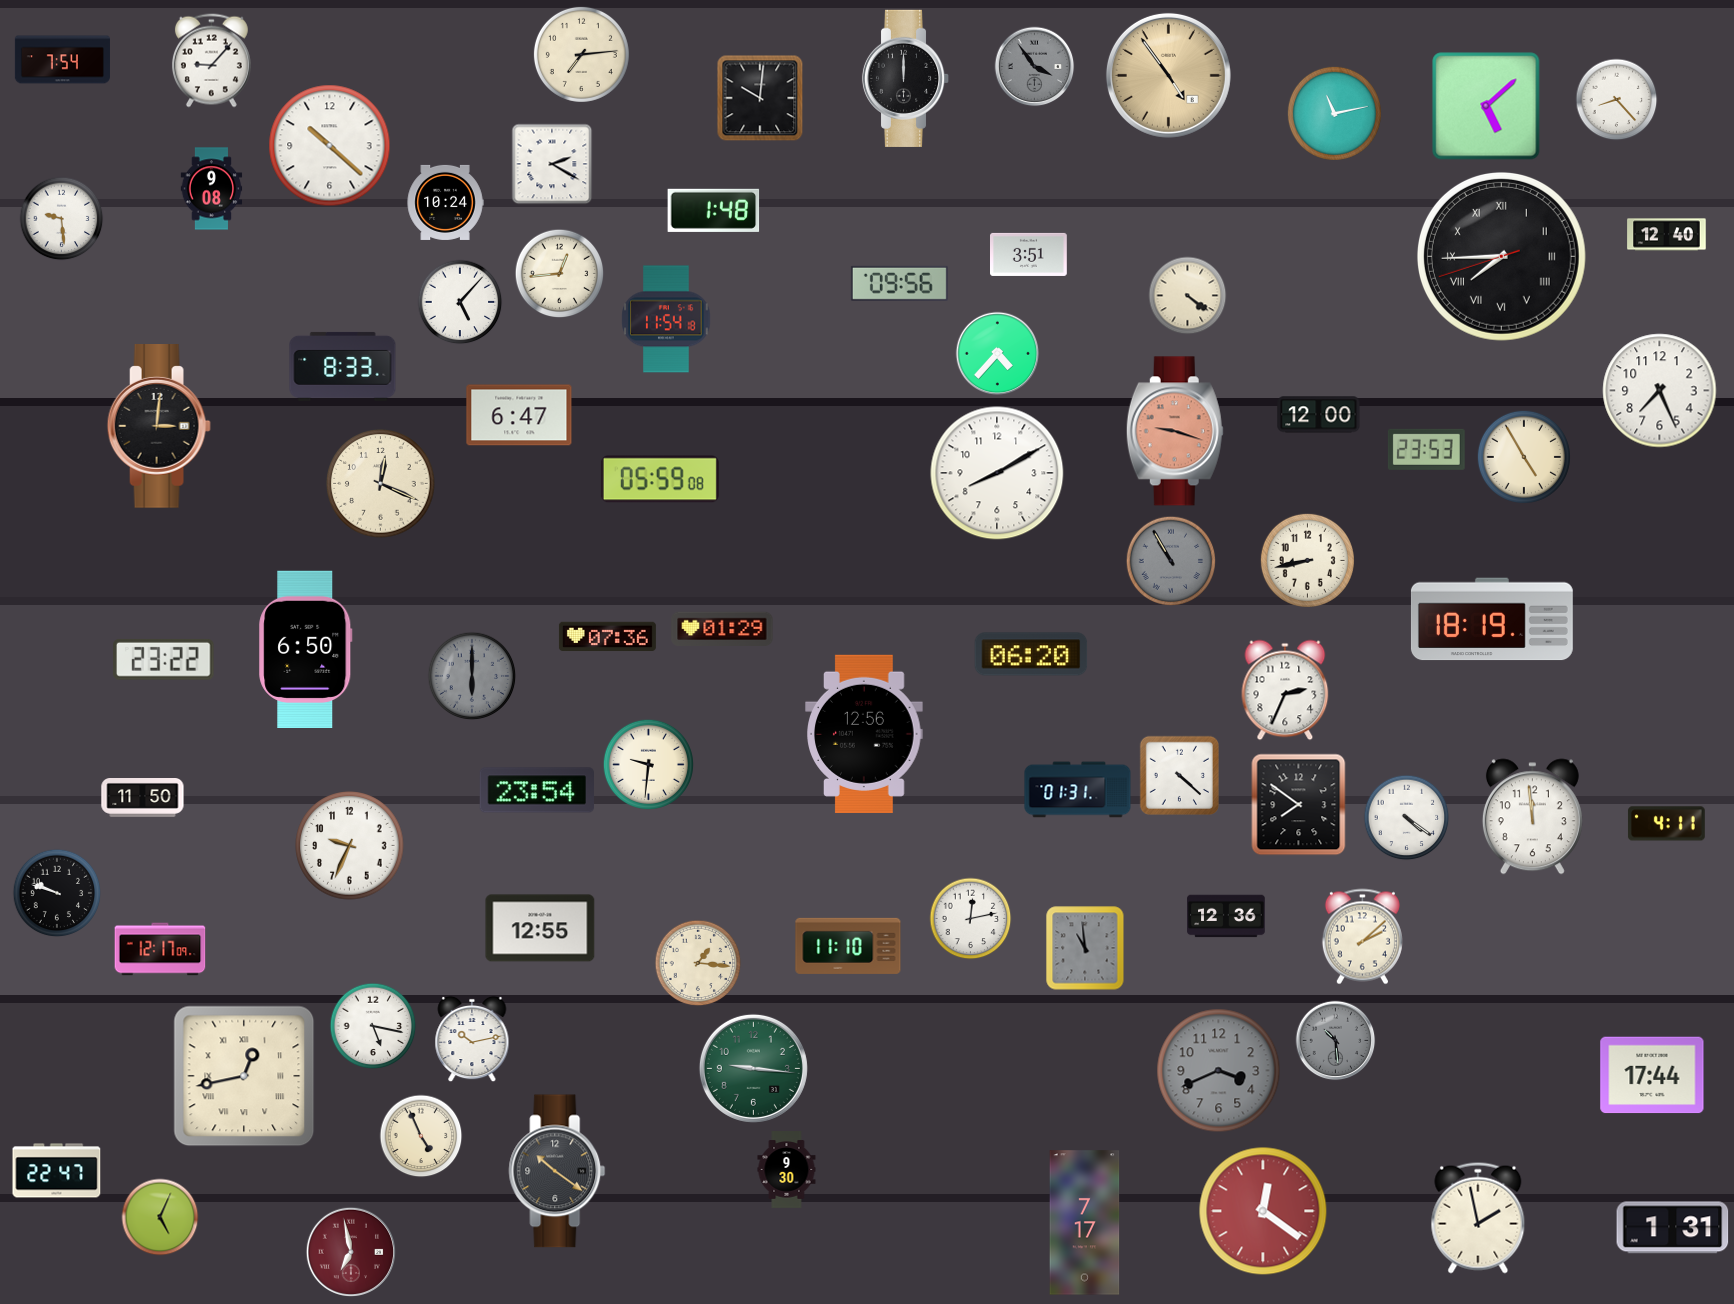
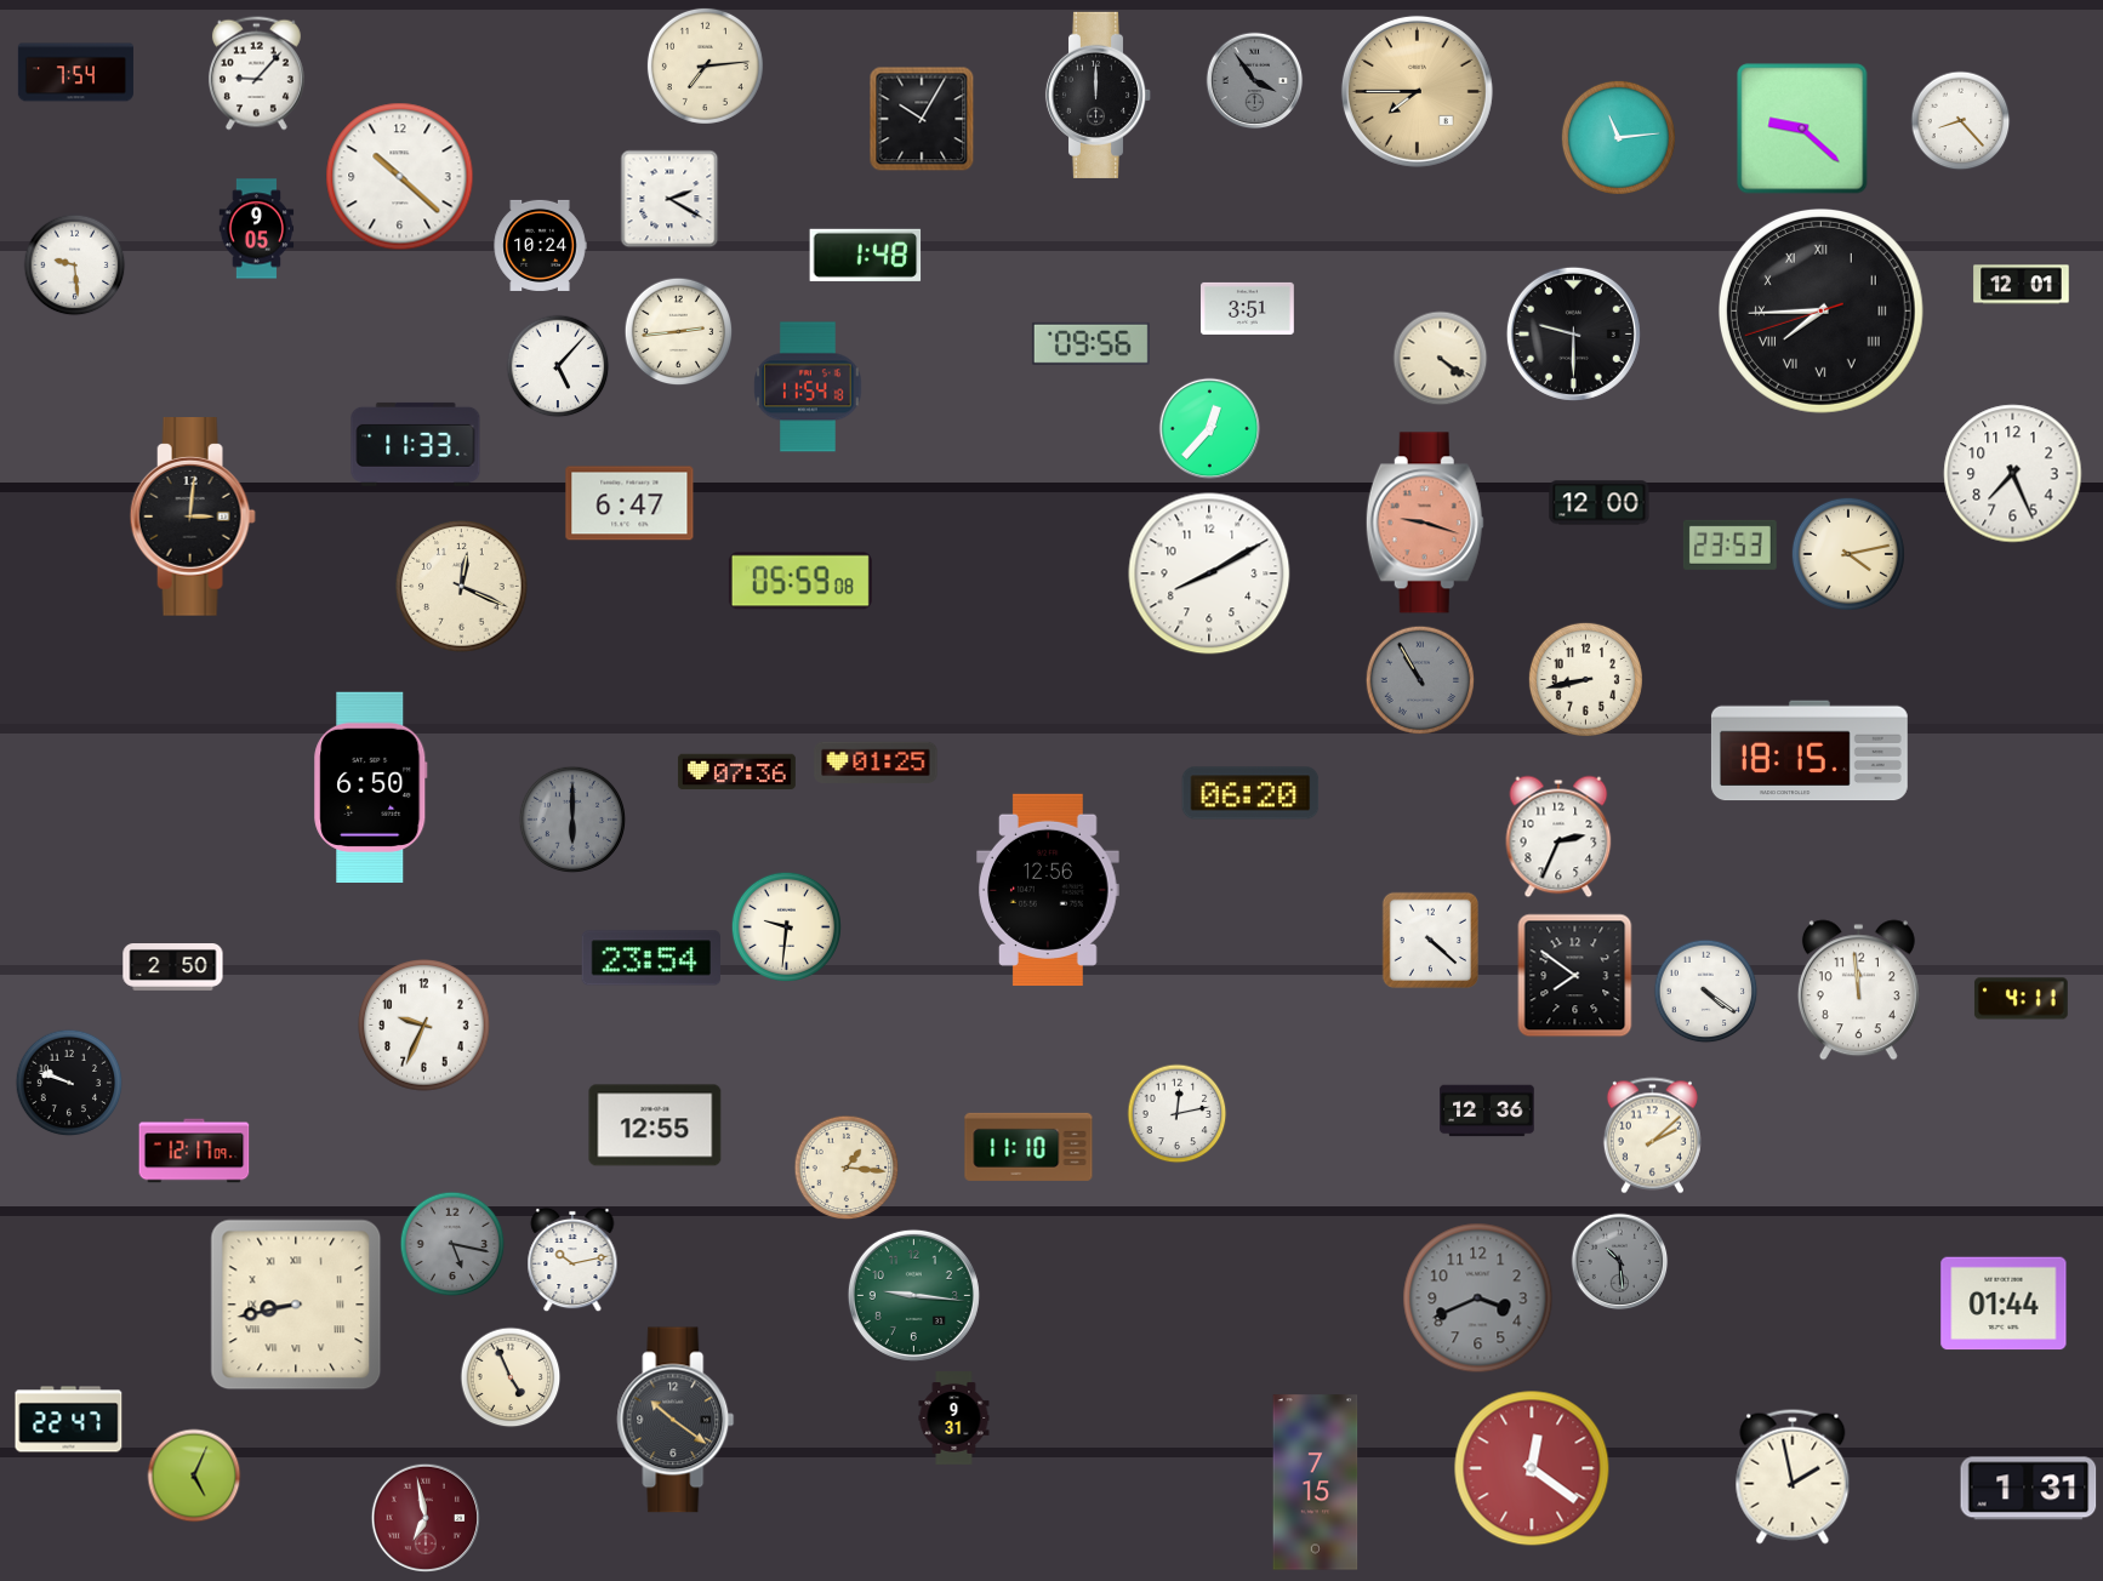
clock at (1168, 75): 4:54 -> 7:45
clock at (760, 98): 10:01 -> 10:05
clock at (1486, 106): 5:08 -> 9:22
clock at (1334, 113): 11:13 -> 11:14
clock at (212, 189): 9:08 -> 9:05
clock at (1667, 235): 12:40 -> 12:01
clock at (560, 274): 12:44 -> 2:44
clock at (1573, 333): none -> 9:30
clock at (998, 354): 4:37 -> 12:37
clock at (343, 366): 8:33 -> 11:33
clock at (1524, 457): 4:55 -> 4:13
clock at (1492, 619): 18:19 -> 18:15
clock at (722, 629): 01:29 -> 01:25
clock at (164, 659): 23:22 -> none
clock at (1078, 790): 01:31 -> none
clock at (143, 798): 11:50 -> 2:50
clock at (1085, 948): 10:59 -> none
clock at (373, 1026) dial: white -> grey
clock at (1652, 1075): 17:44 -> 01:44
clock at (244, 1076): 12:43 -> 8:43
clock at (787, 1170): 9:30 -> 9:31
clock at (1085, 1223): 7:17 -> 7:15
